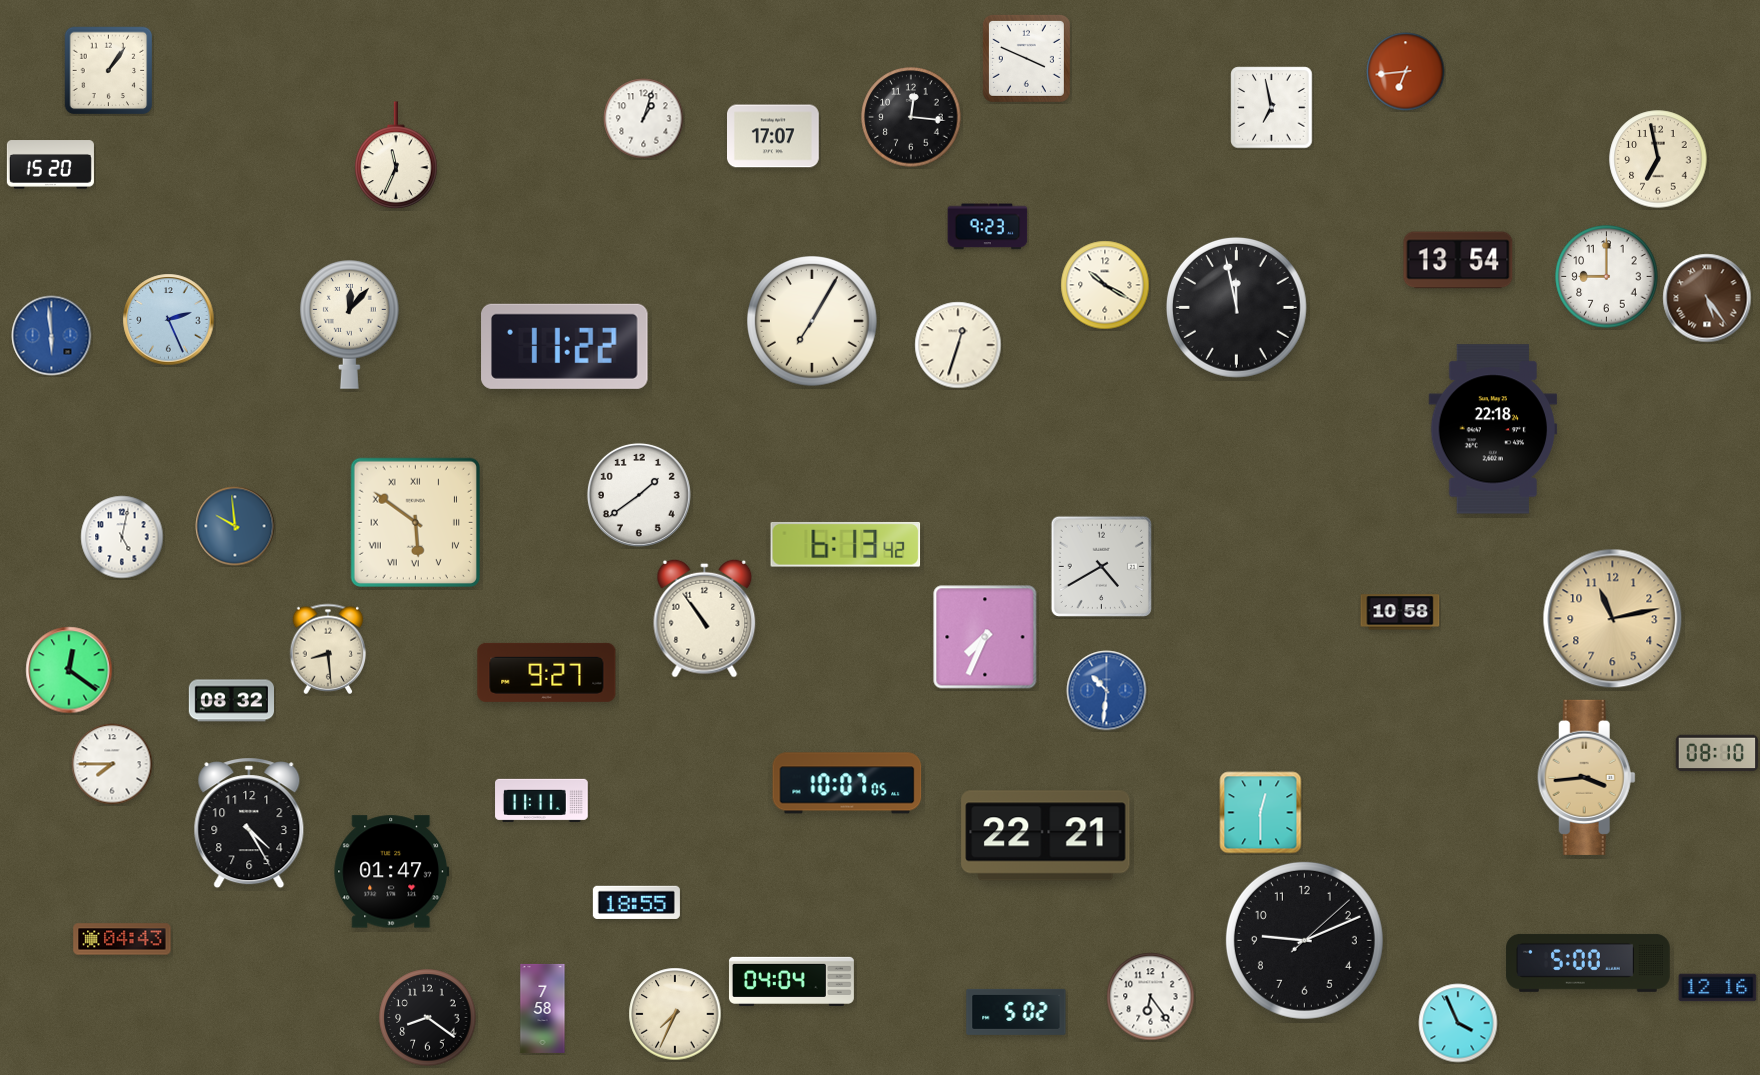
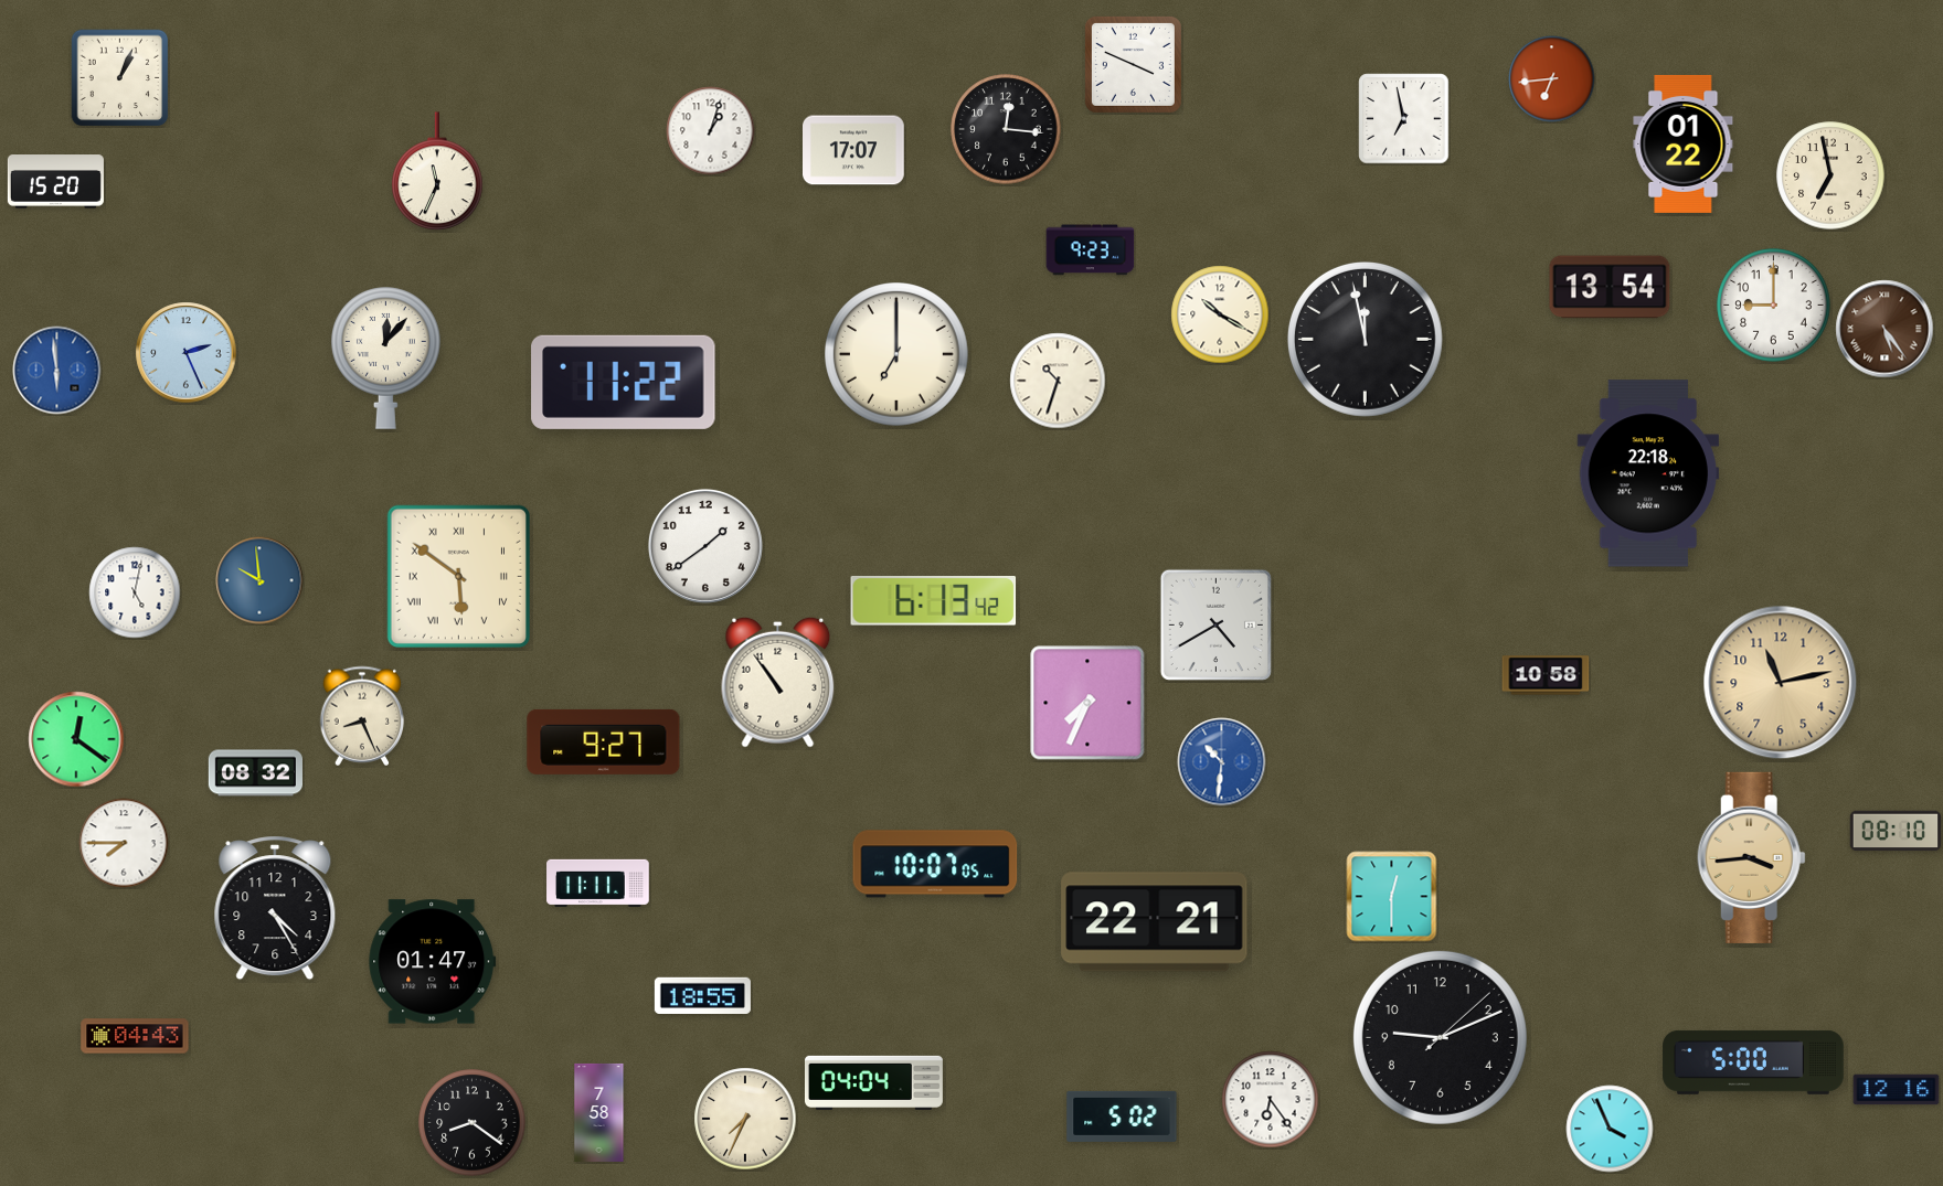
clock at (109, 71): 1:06 -> 1:04
clock at (1684, 143): none -> 01:22
clock at (813, 322): 7:05 -> 7:00
clock at (958, 345): 12:33 -> 10:33
clock at (328, 649): 8:29 -> 8:26
